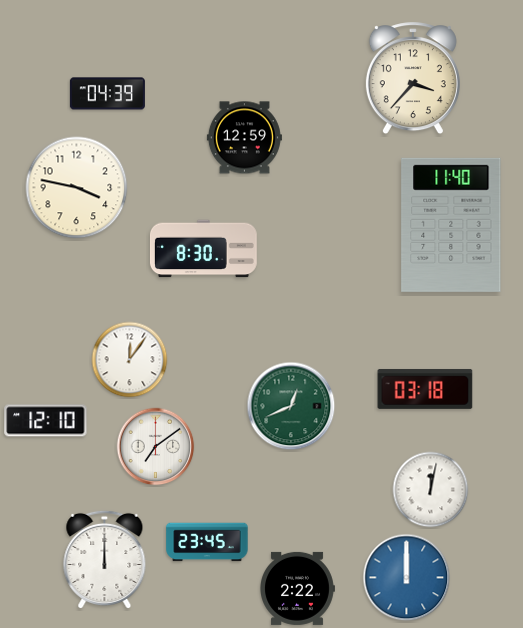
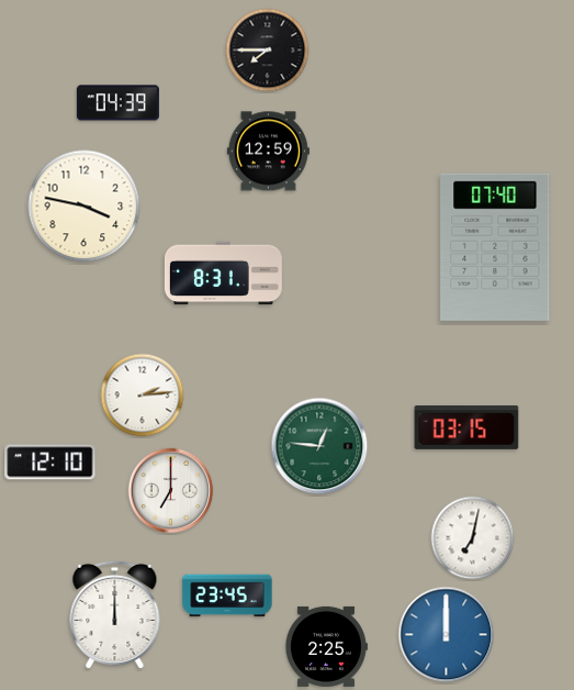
clock at (268, 51): none -> 7:45
clock at (413, 79): 3:37 -> none
clock at (451, 225): 11:40 -> 07:40
clock at (203, 249): 8:30 -> 8:31
clock at (130, 360): 12:06 -> 2:14
clock at (425, 389): 03:18 -> 03:15
clock at (291, 406): 12:41 -> 12:46
clock at (156, 447): 7:09 -> 7:00
clock at (431, 490): 12:02 -> 7:02
clock at (297, 588): 2:22 -> 2:25
